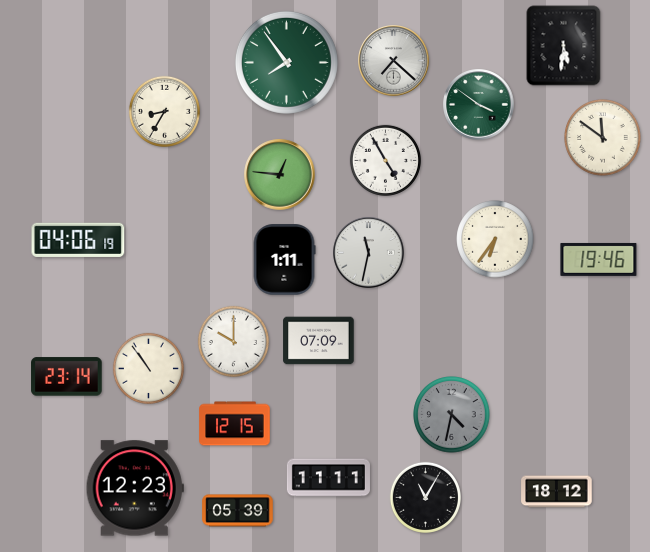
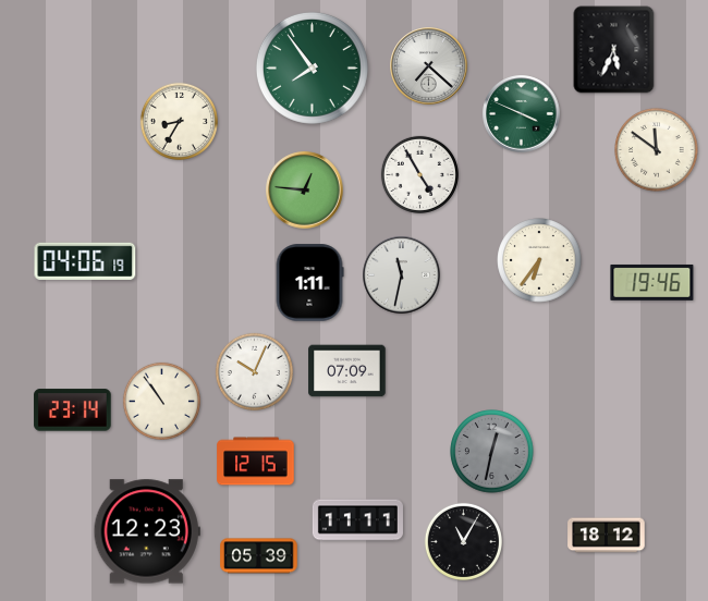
clock at (564, 46): 5:31 -> 5:34
clock at (479, 105): 3:51 -> 3:49
clock at (233, 341): 10:00 -> 10:04
clock at (452, 415): 4:32 -> 12:32
